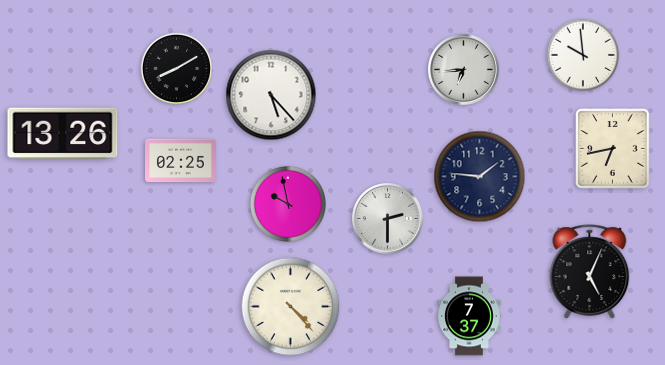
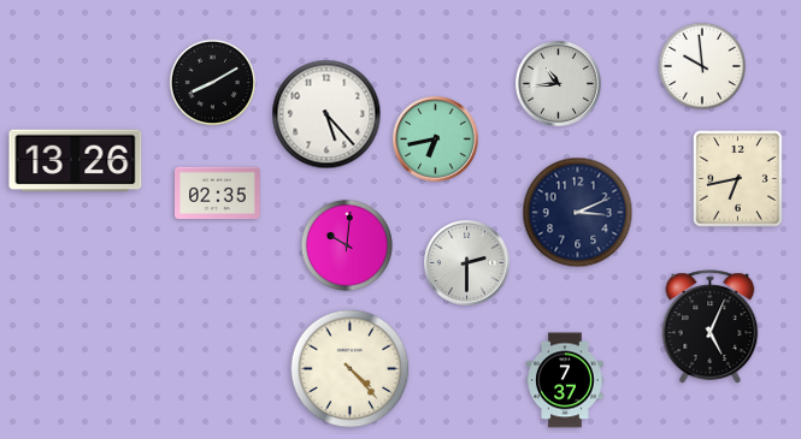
clock at (464, 70): 6:44 -> 10:44
clock at (436, 140): none -> 6:43
clock at (181, 161): 02:25 -> 02:35
clock at (480, 177): 1:46 -> 3:11
clock at (288, 204): 9:58 -> 10:01
